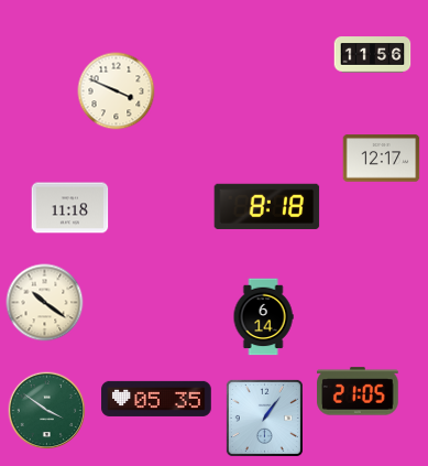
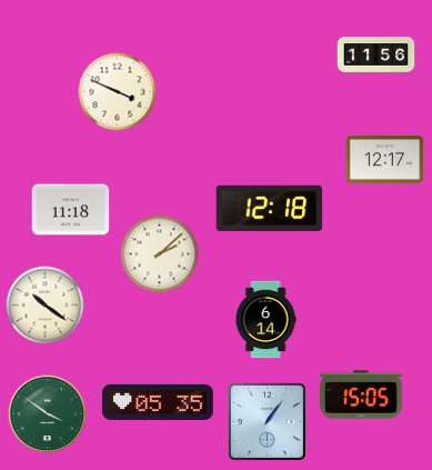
clock at (267, 206): 8:18 -> 12:18
clock at (160, 254): none -> 2:08
clock at (358, 391): 21:05 -> 15:05
